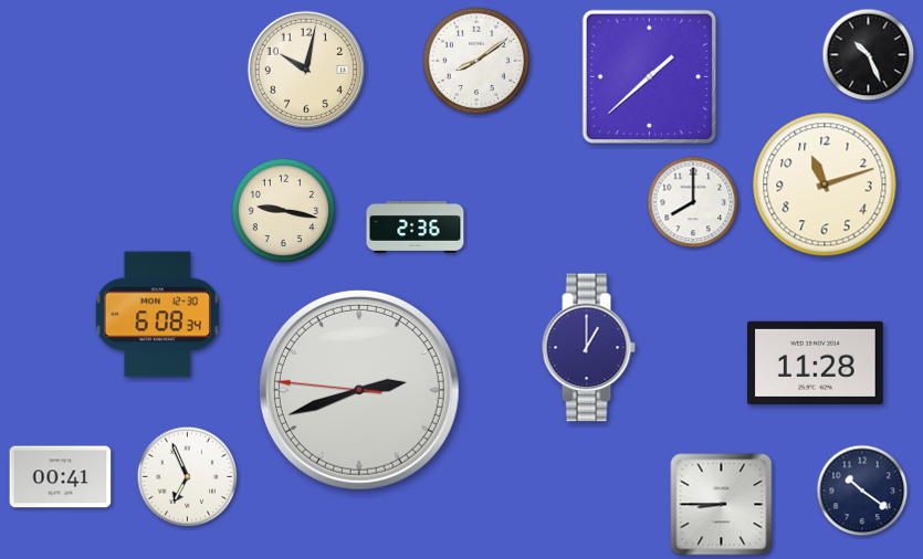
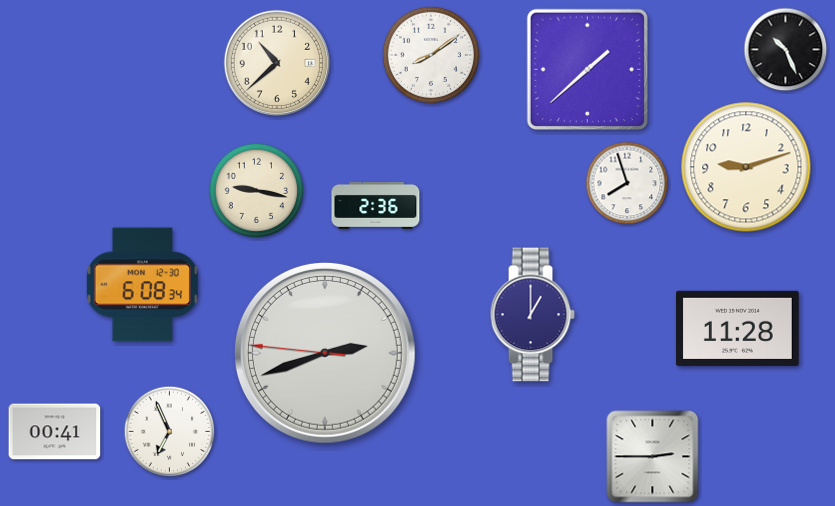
clock at (305, 68): 10:02 -> 10:38
clock at (825, 184): 11:12 -> 9:12
clock at (693, 202): 8:00 -> 7:57
clock at (862, 491): 10:21 -> none
clock at (722, 505): 8:45 -> 2:45
